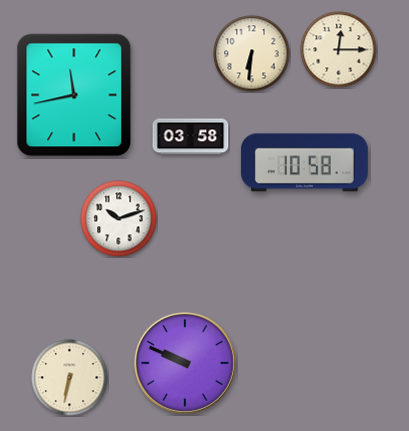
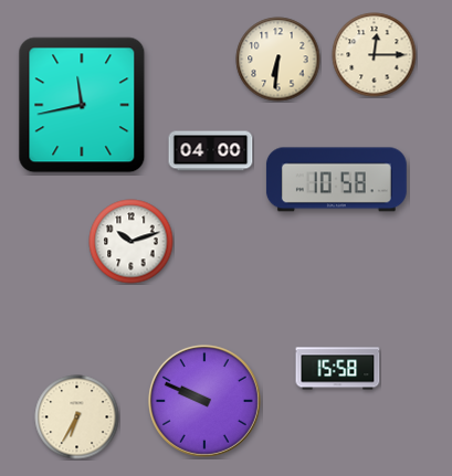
clock at (191, 137): 03:58 -> 04:00
clock at (338, 369): none -> 15:58
clock at (70, 378): 6:32 -> 6:35
